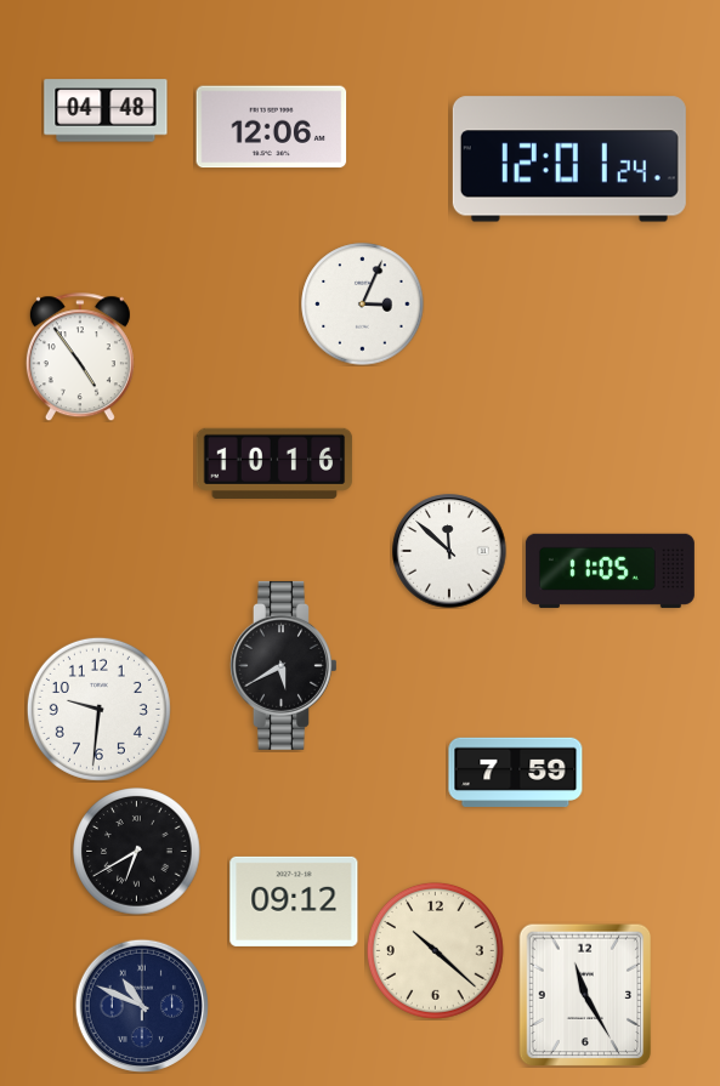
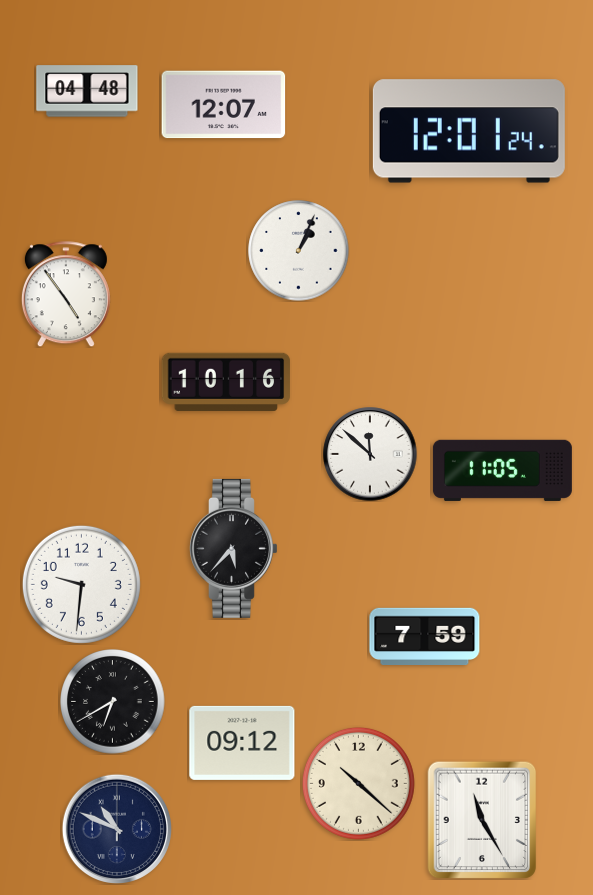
clock at (272, 127): 12:06 -> 12:07
clock at (363, 305): 3:04 -> 1:04
clock at (284, 665): 5:40 -> 5:37
